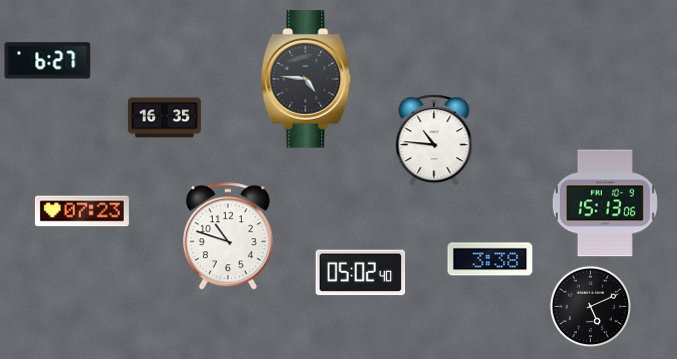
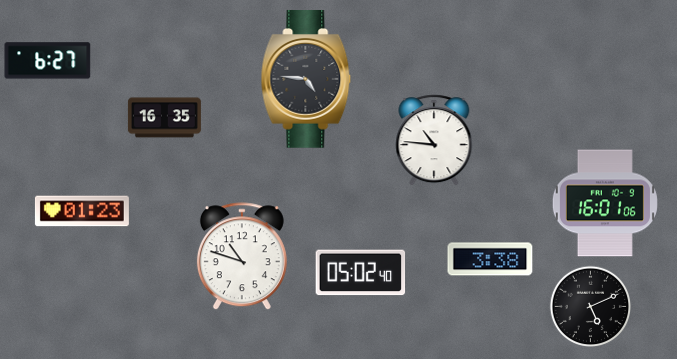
clock at (605, 203): 15:13 -> 16:01
clock at (82, 211): 07:23 -> 01:23
clock at (228, 237) position: (228, 237) -> (242, 257)
